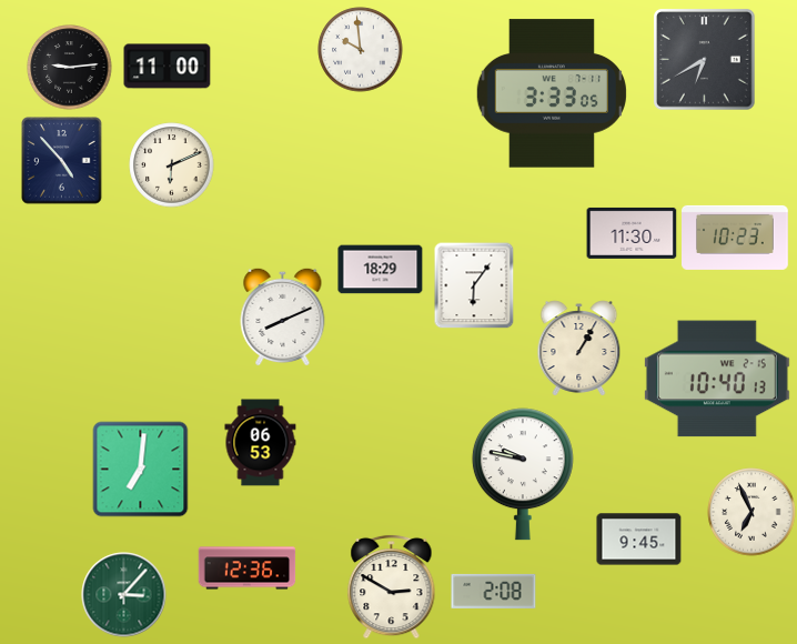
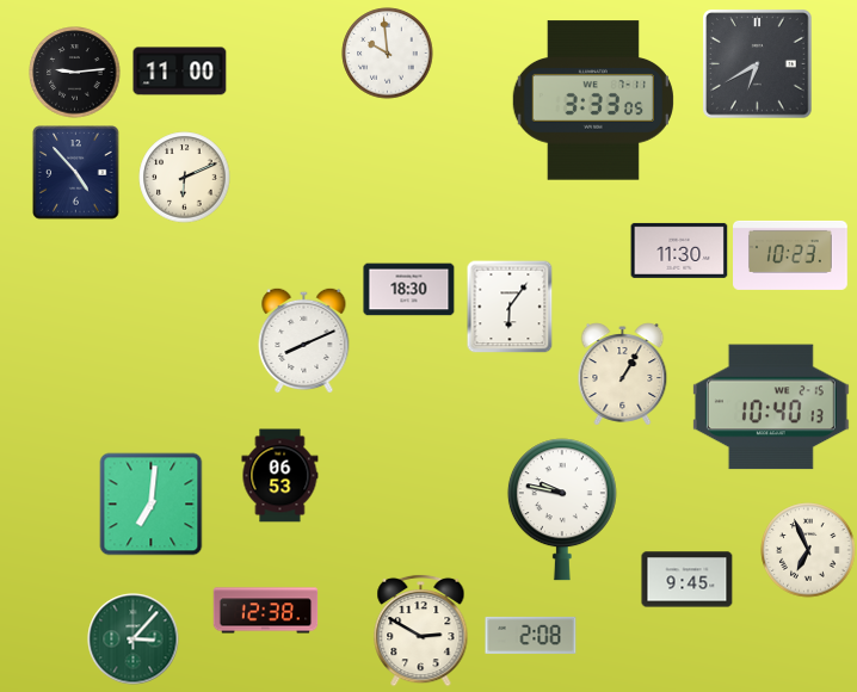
clock at (62, 161) position: (62, 161) -> (76, 173)
clock at (381, 270): 18:29 -> 18:30
clock at (248, 568): 12:36 -> 12:38
